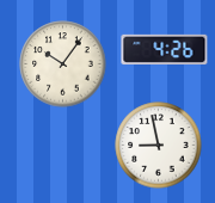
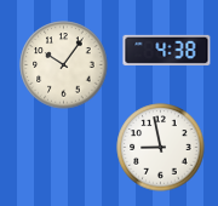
clock at (165, 49): 4:26 -> 4:38
